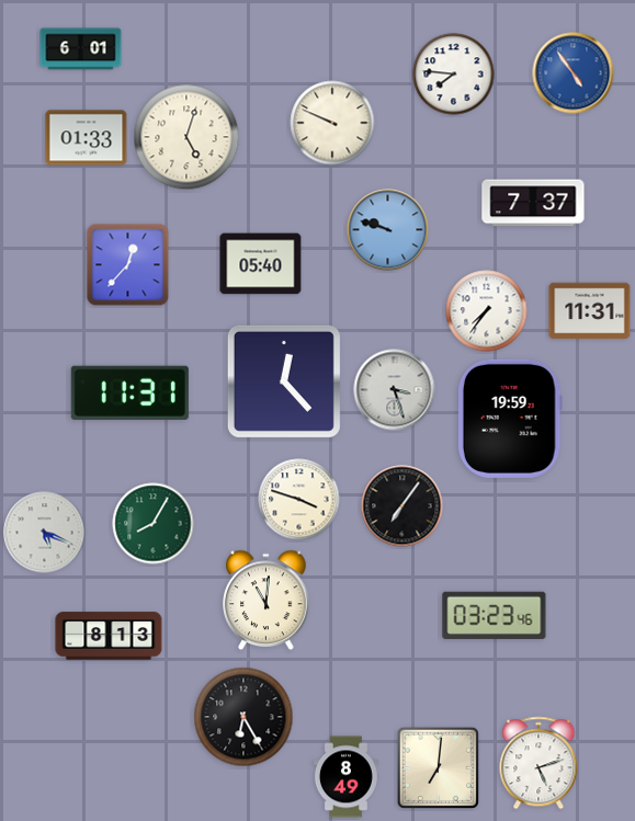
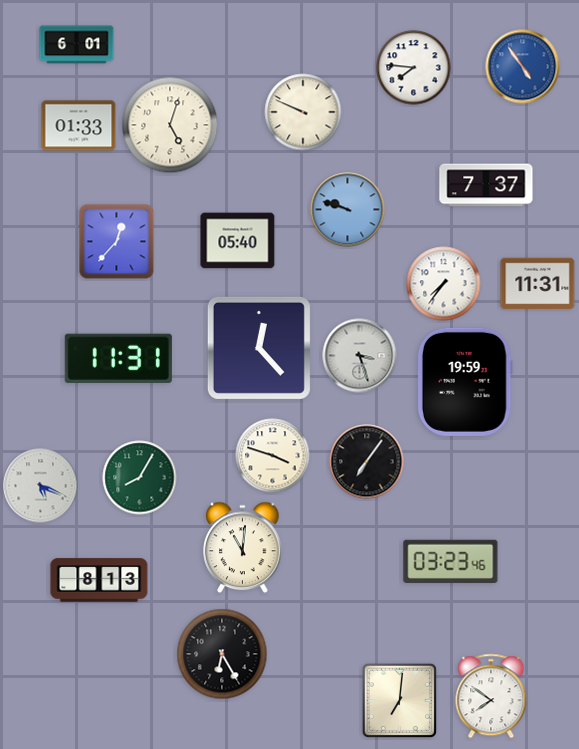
clock at (81, 49) position: (81, 49) -> (77, 45)
clock at (388, 230) position: (388, 230) -> (348, 210)
clock at (538, 763): 5:12 -> 7:51
clock at (345, 777): 8:49 -> none
